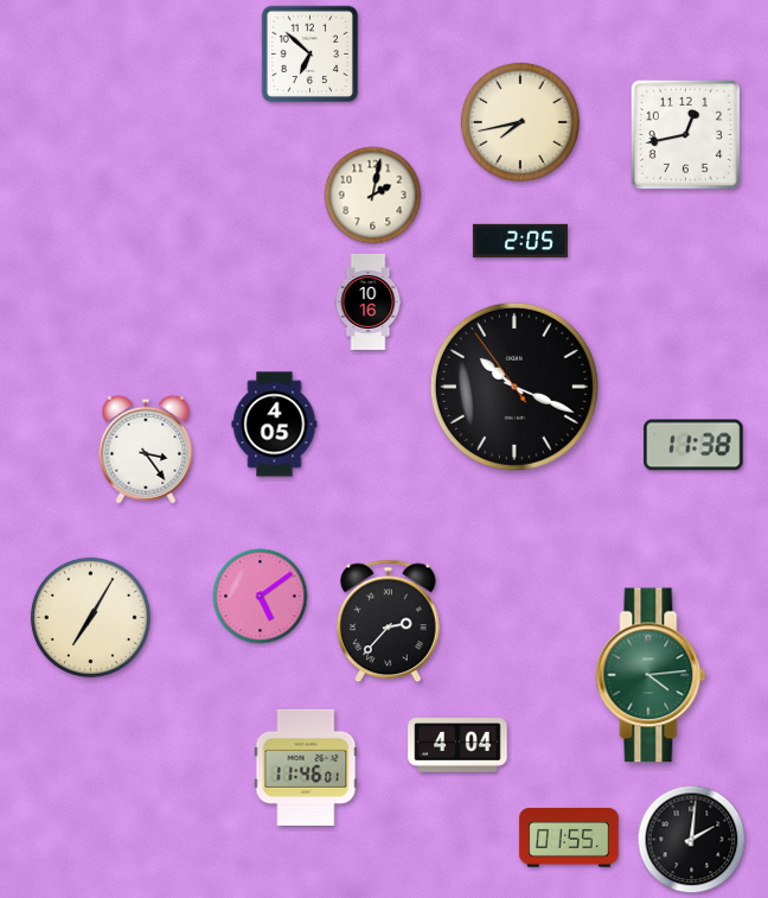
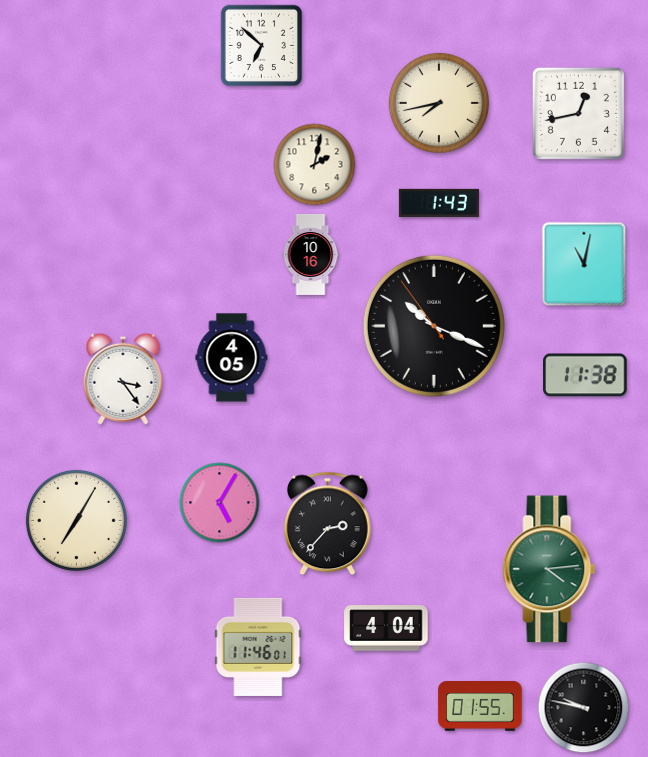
clock at (520, 240): 2:05 -> 1:43
clock at (584, 264): none -> 11:02
clock at (261, 597): 5:09 -> 5:05
clock at (692, 840): 2:01 -> 9:47
